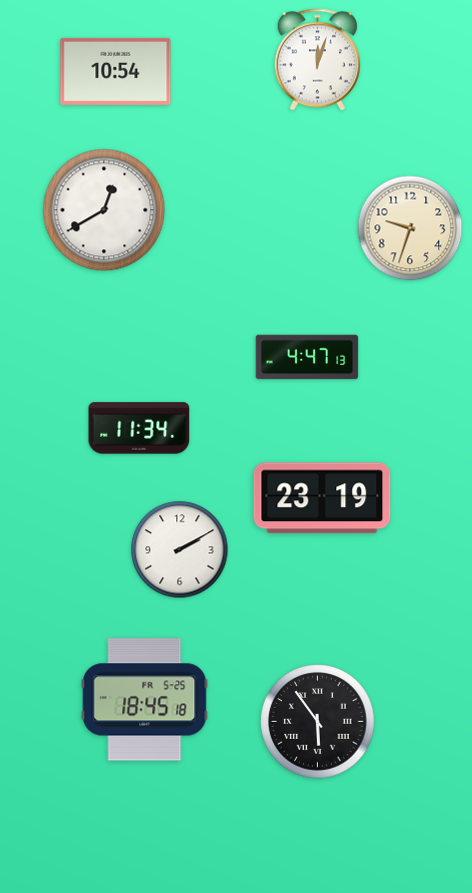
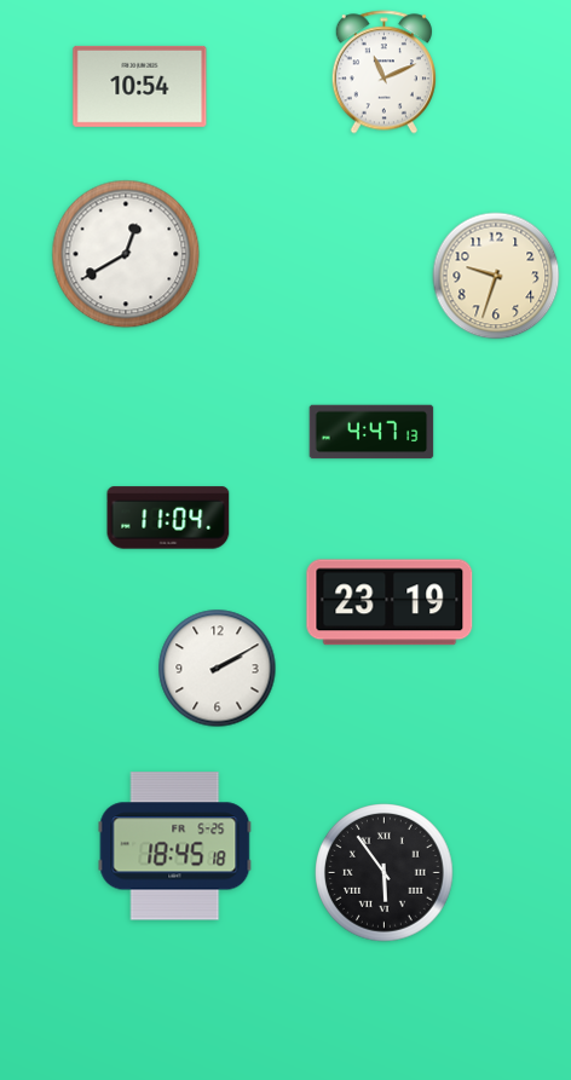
clock at (317, 60): 12:03 -> 11:11
clock at (139, 428): 11:34 -> 11:04
clock at (180, 550) position: (180, 550) -> (218, 669)
